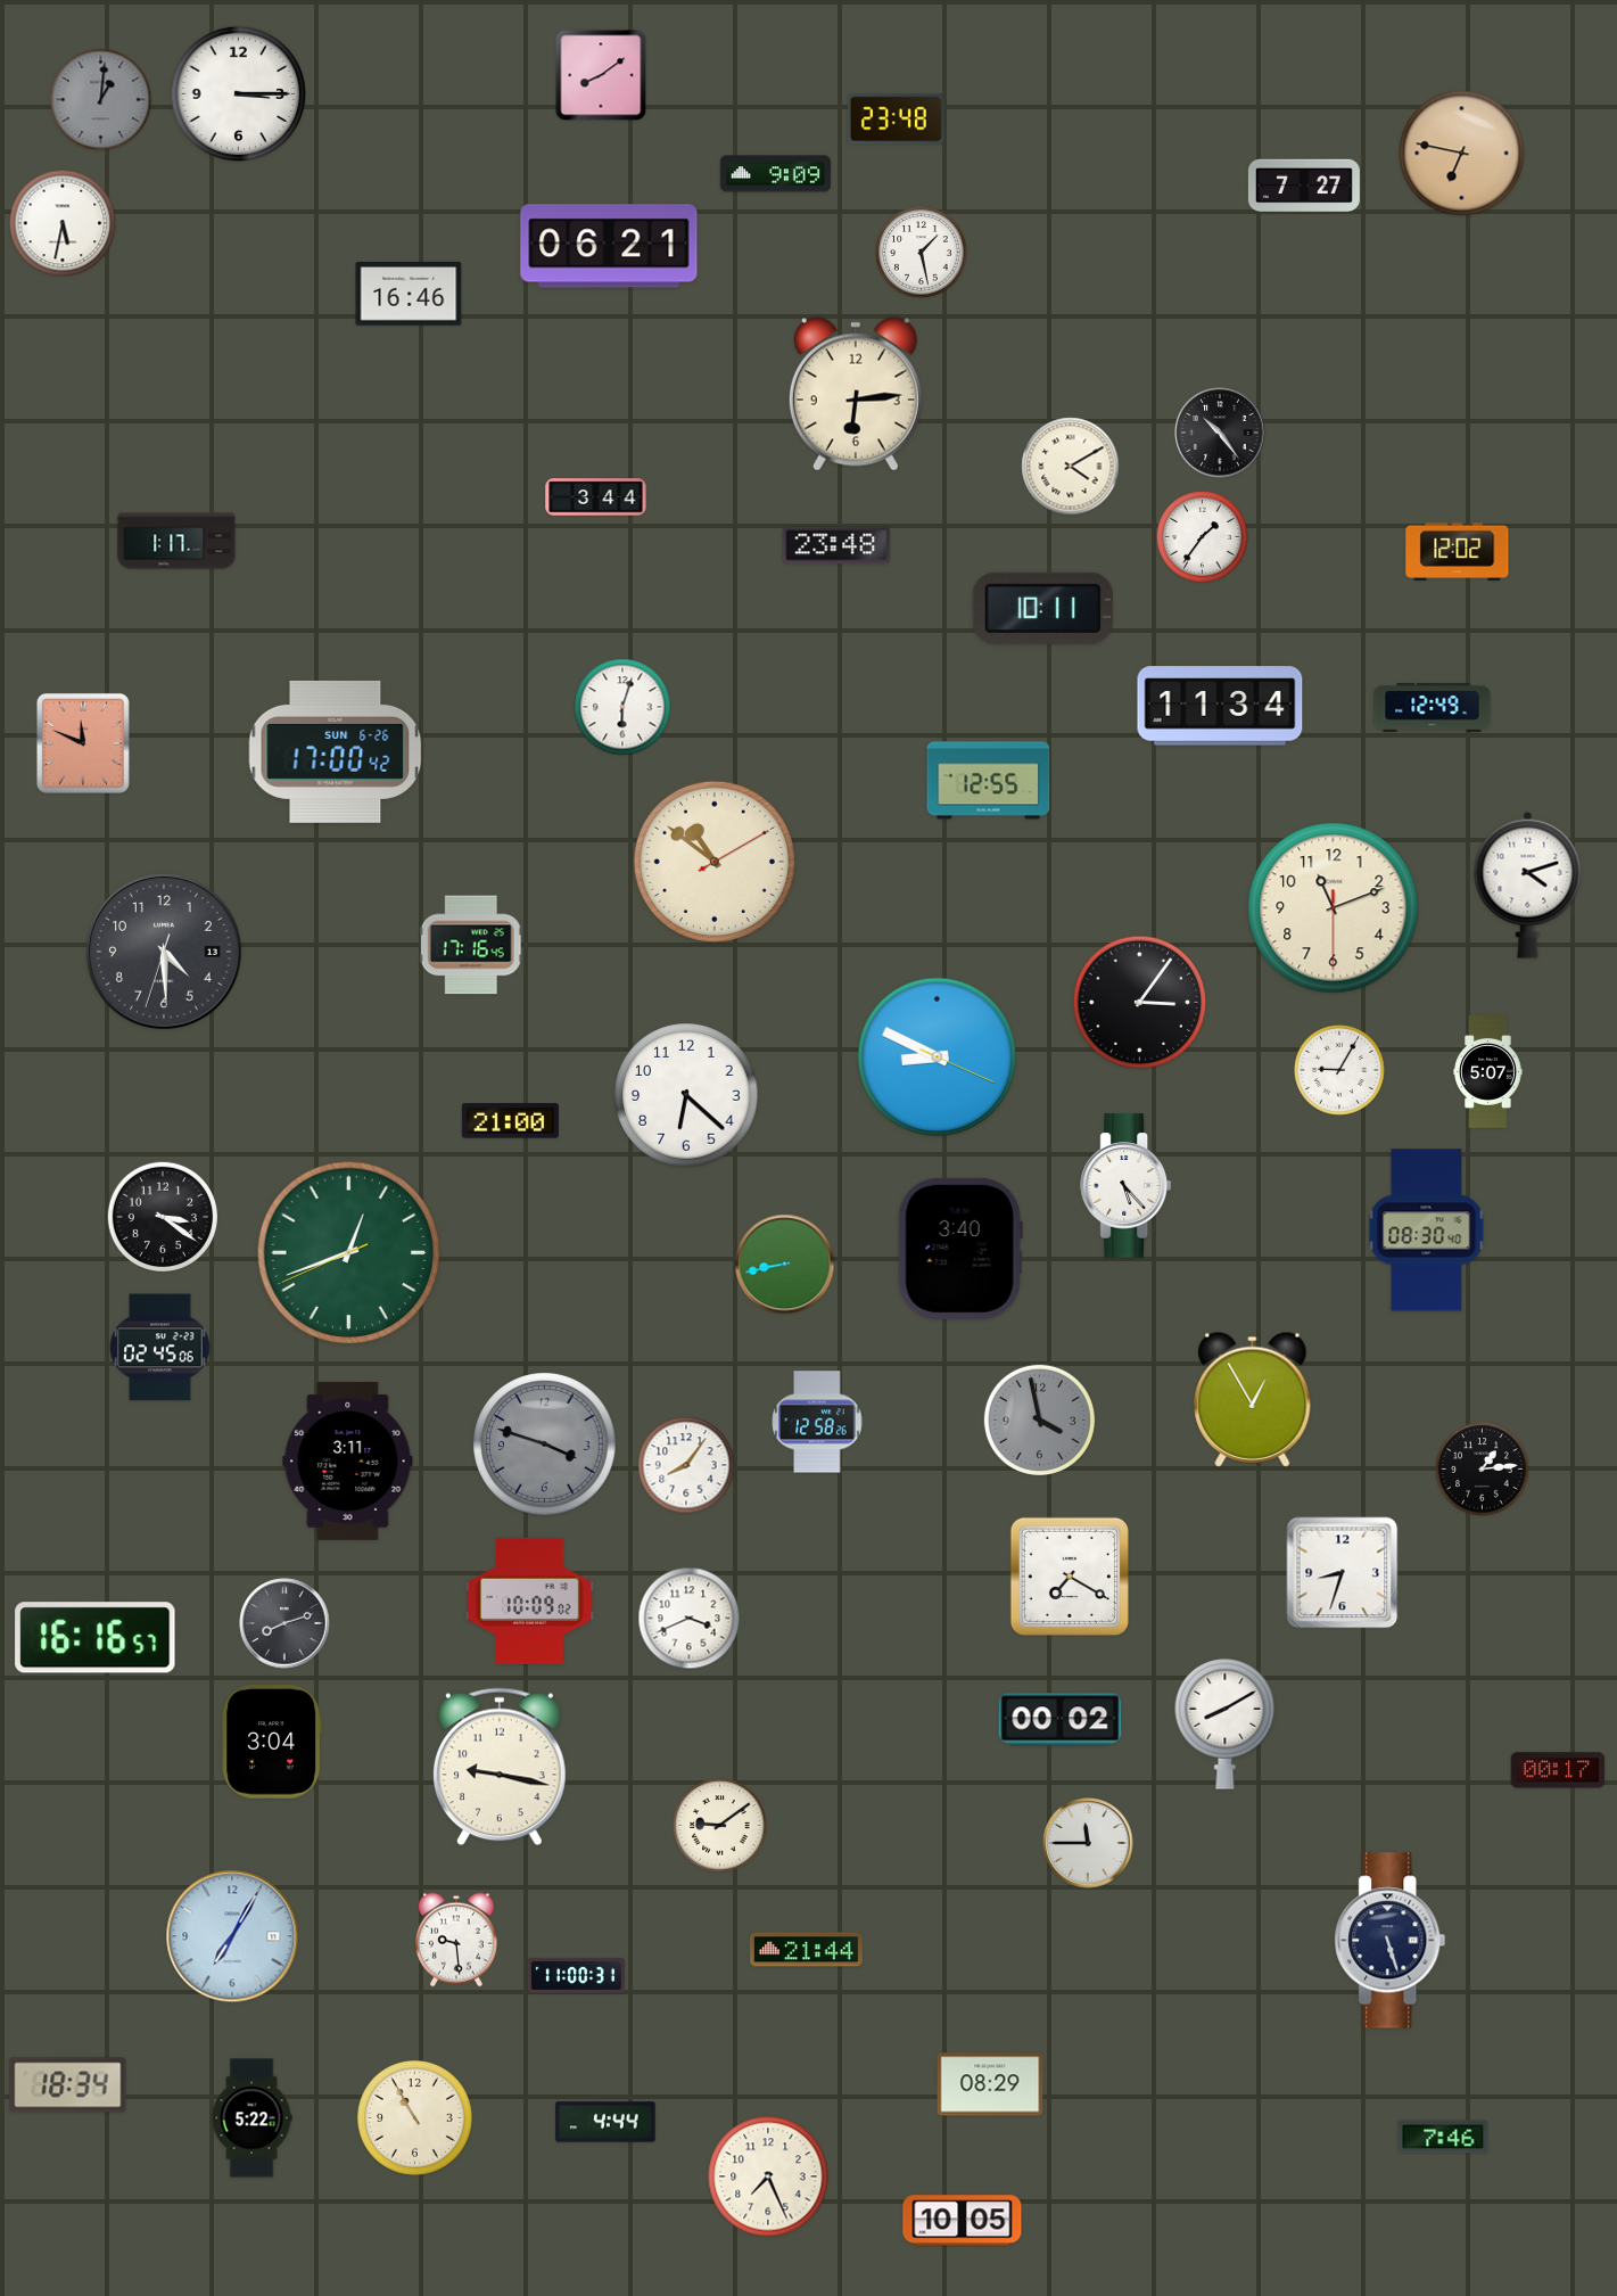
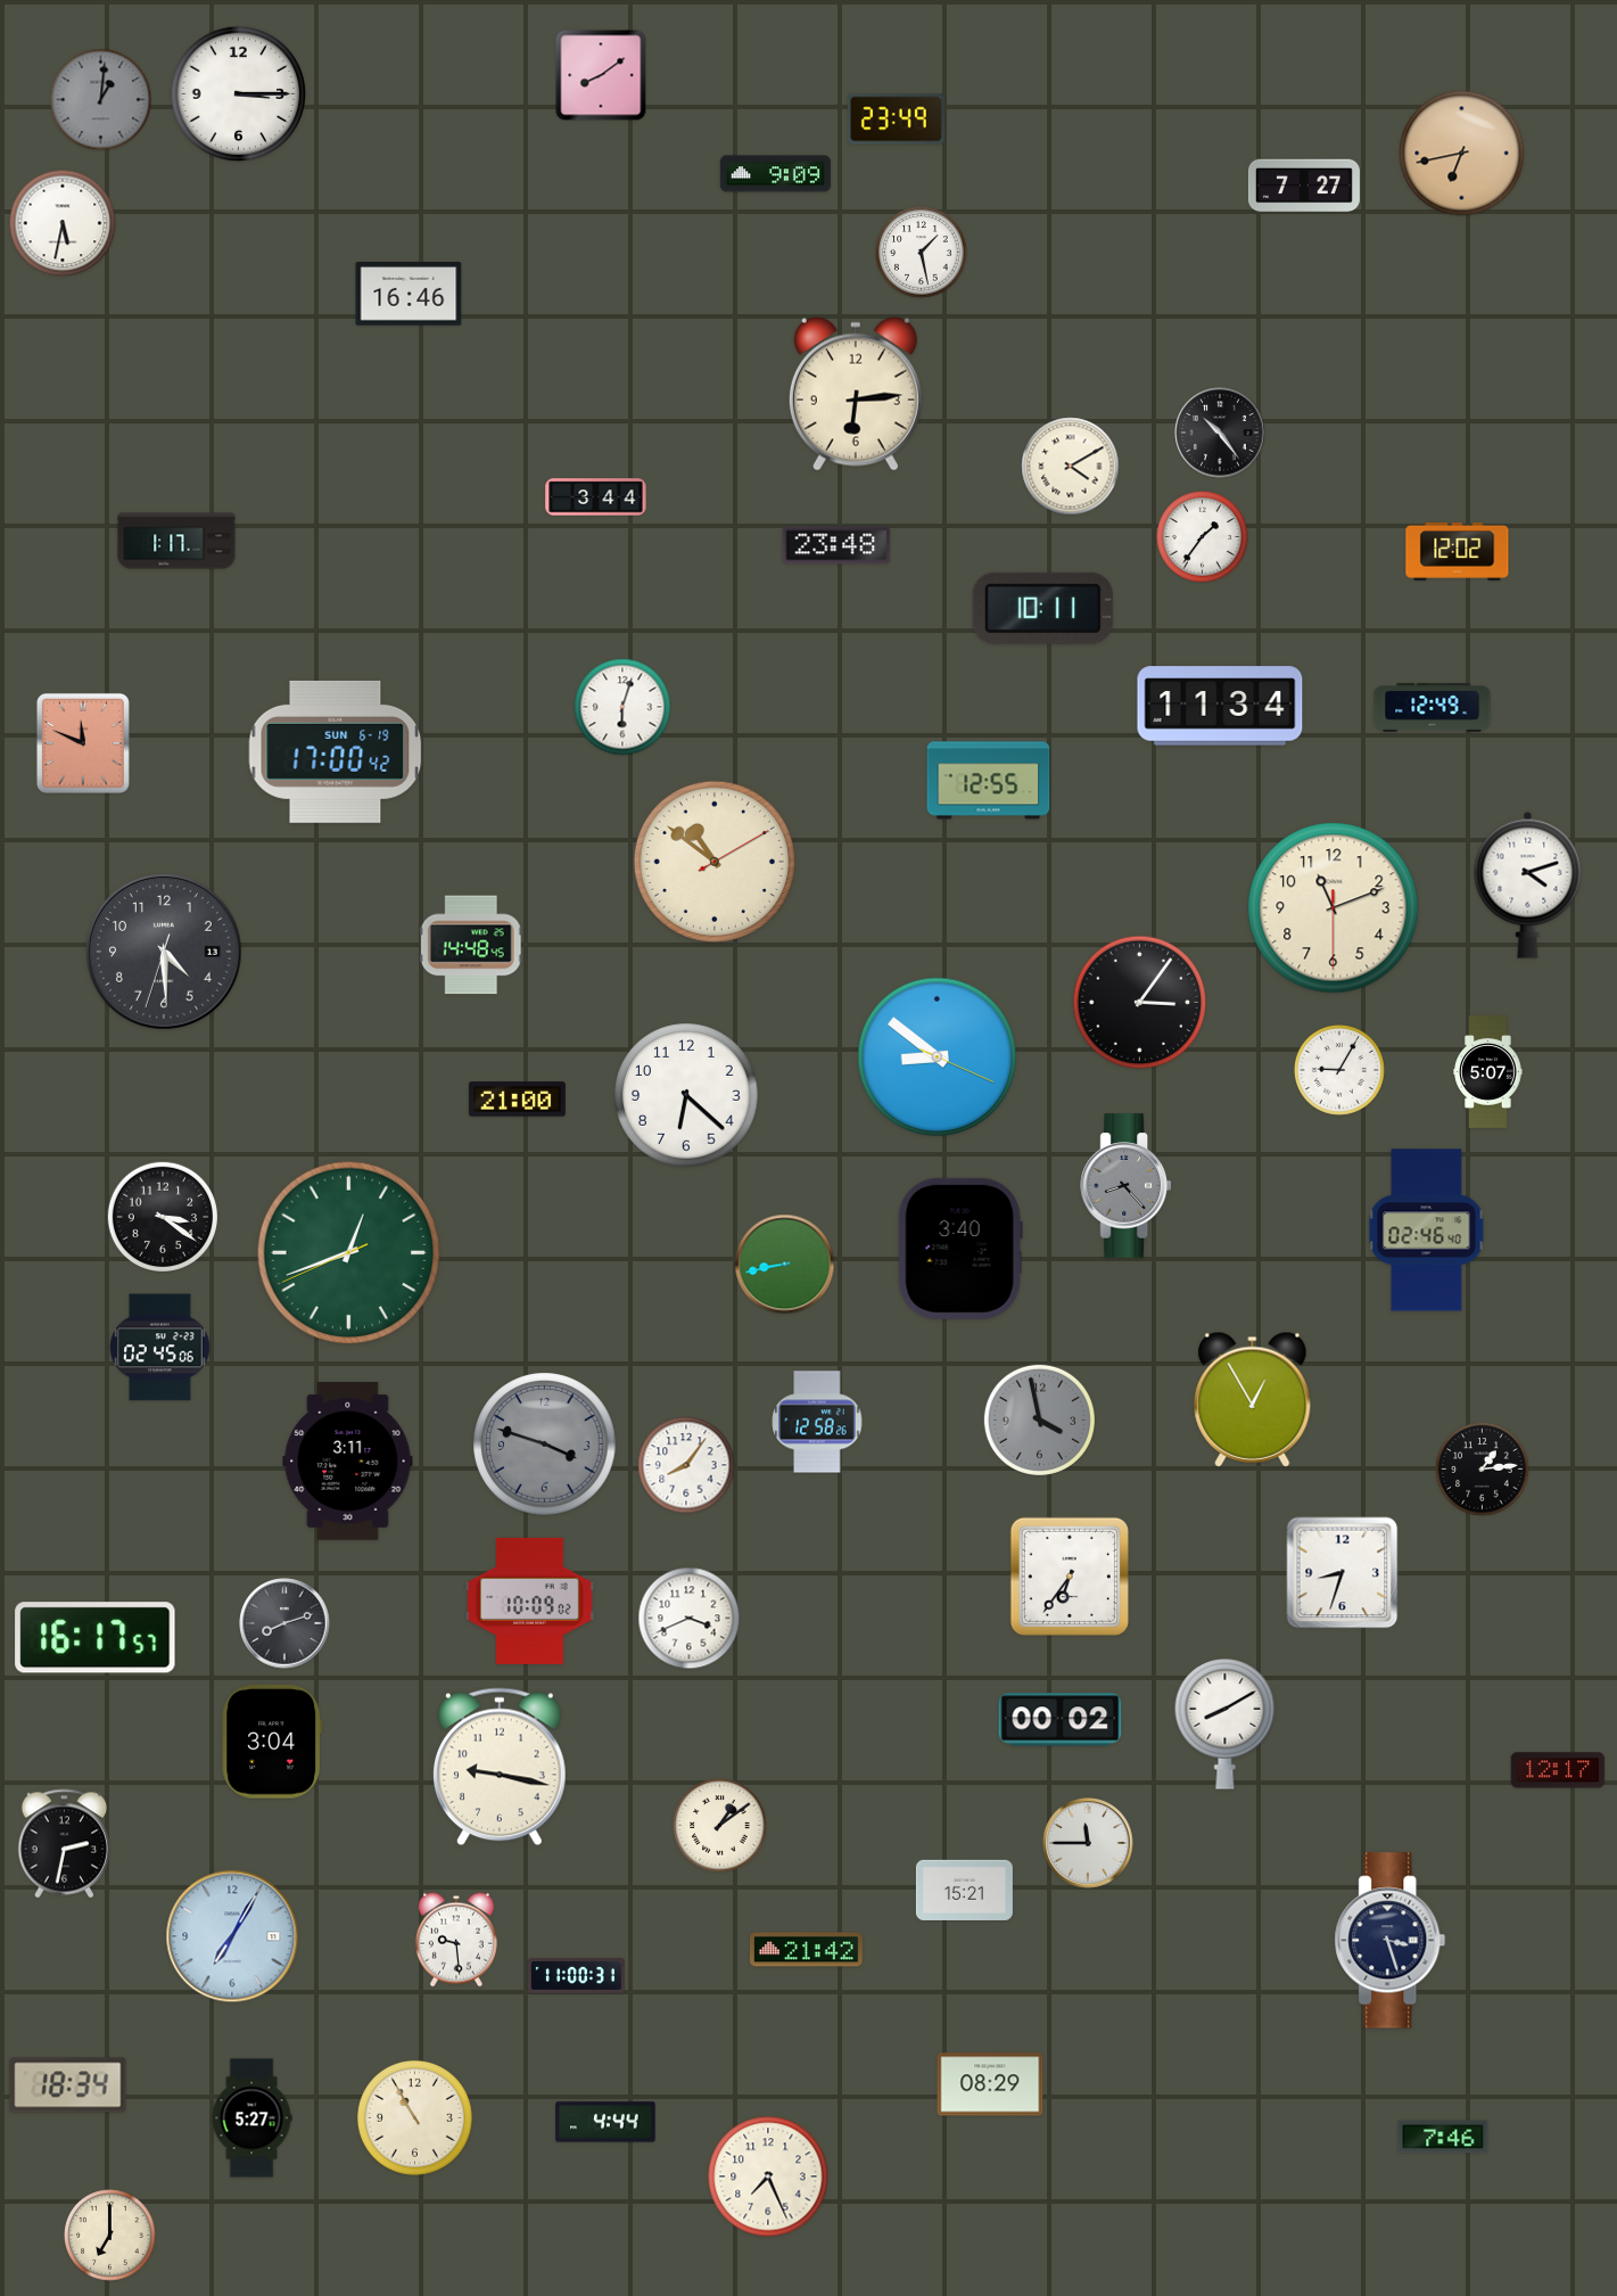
clock at (896, 120): 23:48 -> 23:49
clock at (1462, 154): 6:47 -> 6:43
clock at (609, 246): 06:21 -> none
clock at (336, 751) date: SUN 6-26 -> SUN 6-19
clock at (471, 945): 17:16 -> 14:48
clock at (938, 1058): 8:49 -> 8:51
clock at (510, 1121) position: (510, 1121) -> (517, 1100)
clock at (1125, 1186): 5:23 -> 8:23
clock at (1125, 1186) dial: white -> grey
clock at (1427, 1231): 08:30 -> 02:46
clock at (1070, 1577): 7:20 -> 6:36
clock at (96, 1638): 16:16 -> 16:17
clock at (1558, 1770): 00:17 -> 12:17
clock at (720, 1826): 9:09 -> 1:09
clock at (65, 1844): none -> 2:32
clock at (964, 1890): none -> 15:21
clock at (1391, 1941): 5:27 -> 3:27
clock at (806, 1950): 21:44 -> 21:42
clock at (251, 2118): 5:22 -> 5:27
clock at (963, 2221): 10:05 -> none
clock at (110, 2236): none -> 7:00
